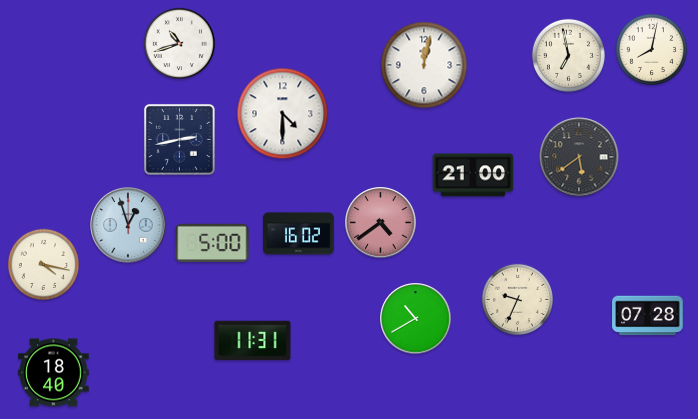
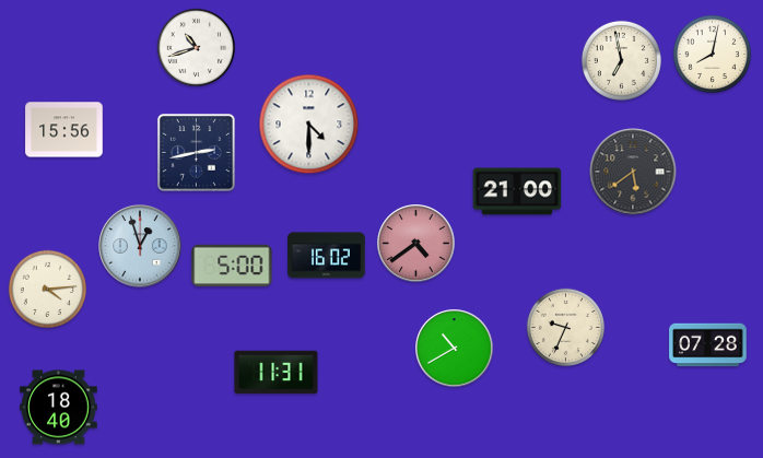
clock at (424, 65): 12:02 -> none
clock at (64, 130): none -> 15:56
clock at (43, 264): 4:17 -> 4:14
